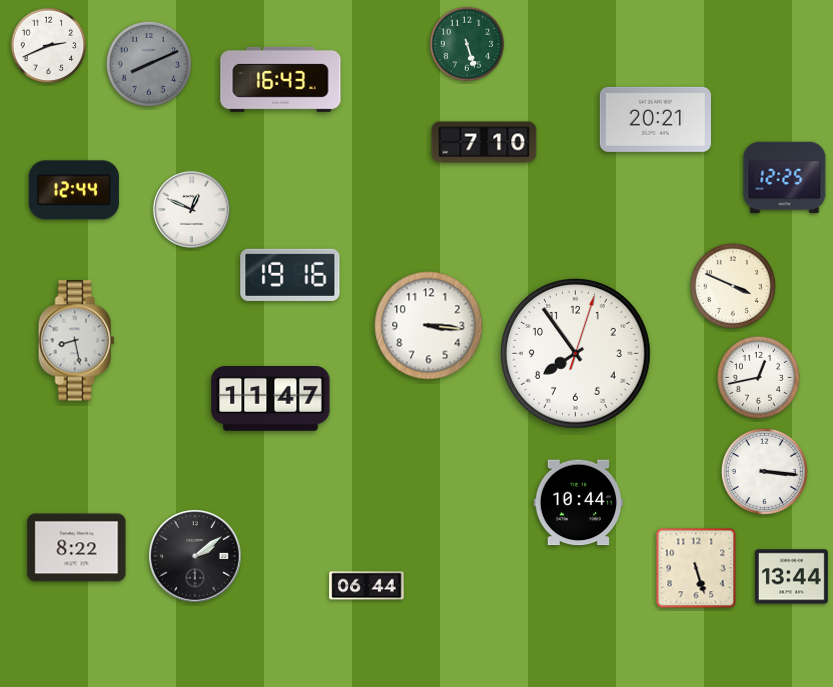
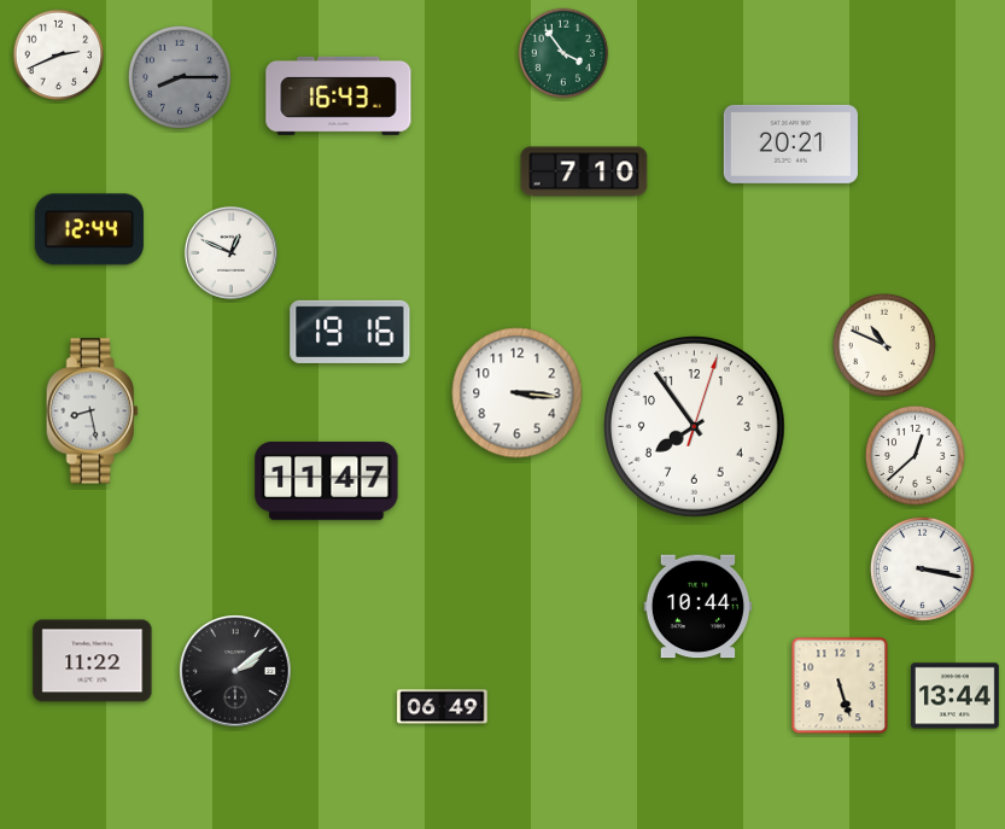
clock at (467, 44): 5:27 -> 3:54
clock at (149, 64): 8:11 -> 8:15
clock at (785, 178): 12:25 -> none
clock at (733, 286): 3:49 -> 10:49
clock at (758, 377): 12:43 -> 12:38
clock at (764, 471): 3:16 -> 3:17
clock at (77, 548): 8:22 -> 11:22
clock at (367, 586): 06:44 -> 06:49
